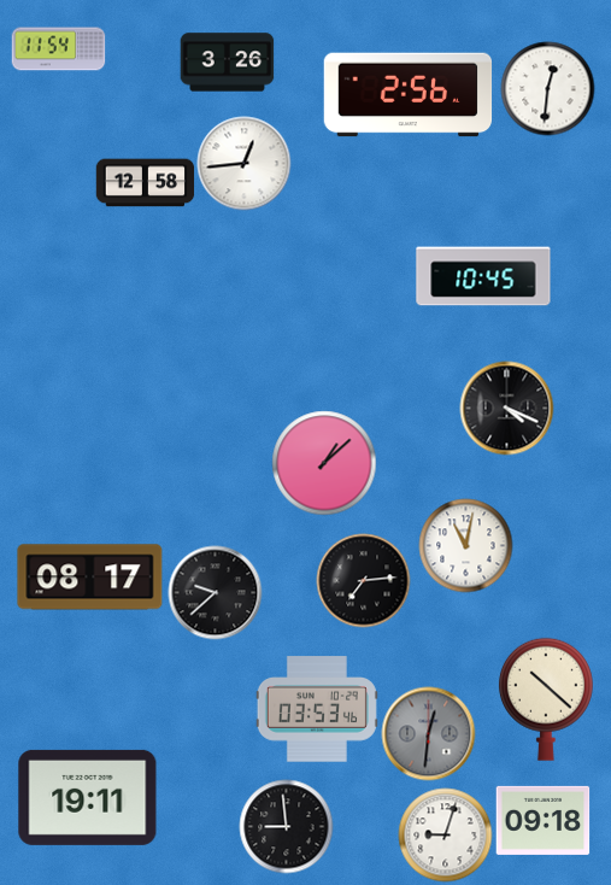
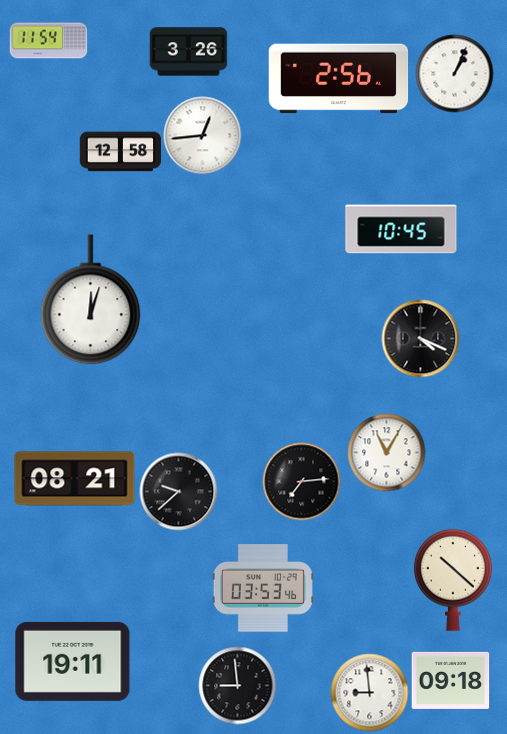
clock at (547, 88): 12:31 -> 1:04
clock at (91, 300): none -> 12:03
clock at (324, 463): 1:08 -> none
clock at (465, 545): 11:02 -> 11:05
clock at (90, 578): 08:17 -> 08:21
clock at (428, 733): 12:31 -> none
clock at (445, 834): 9:03 -> 8:59
